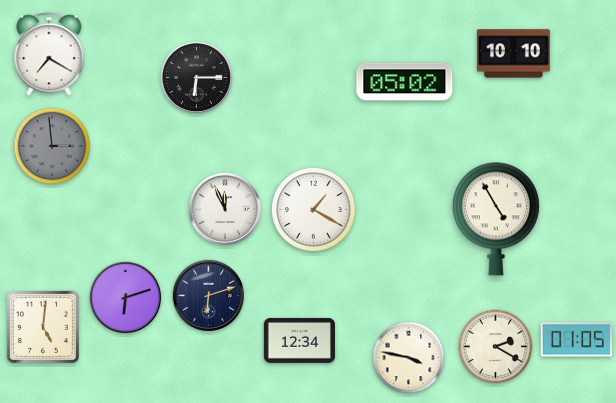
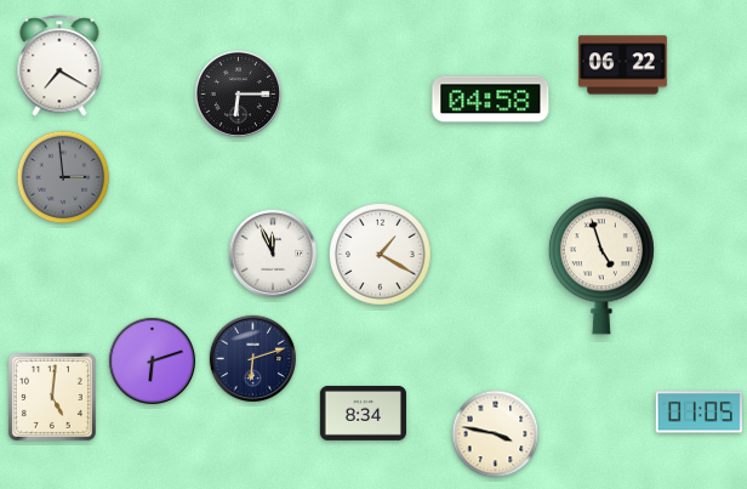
clock at (513, 54): 10:10 -> 06:22
clock at (405, 82): 05:02 -> 04:58
clock at (496, 219): 4:55 -> 4:57
clock at (299, 340): 12:34 -> 8:34
clock at (496, 347): 2:20 -> none
